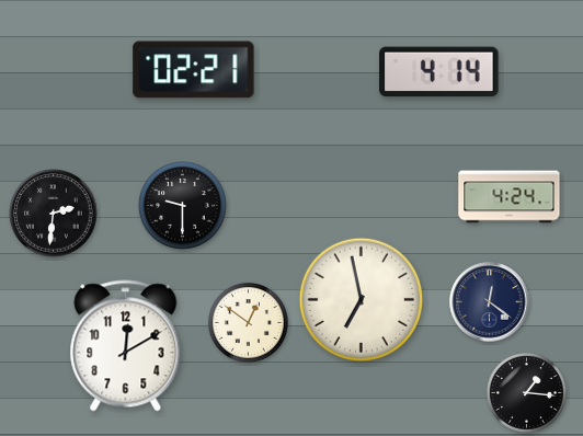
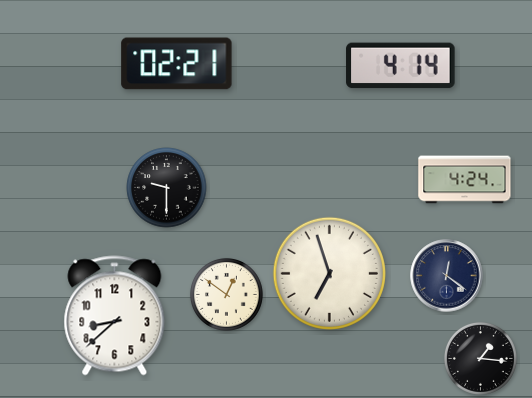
clock at (54, 214): 2:31 -> none
clock at (361, 299): 6:58 -> 6:57
clock at (126, 346): 12:10 -> 8:38
